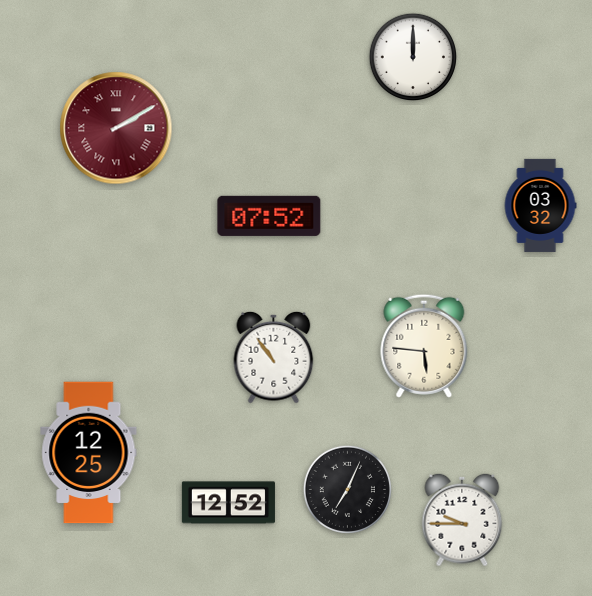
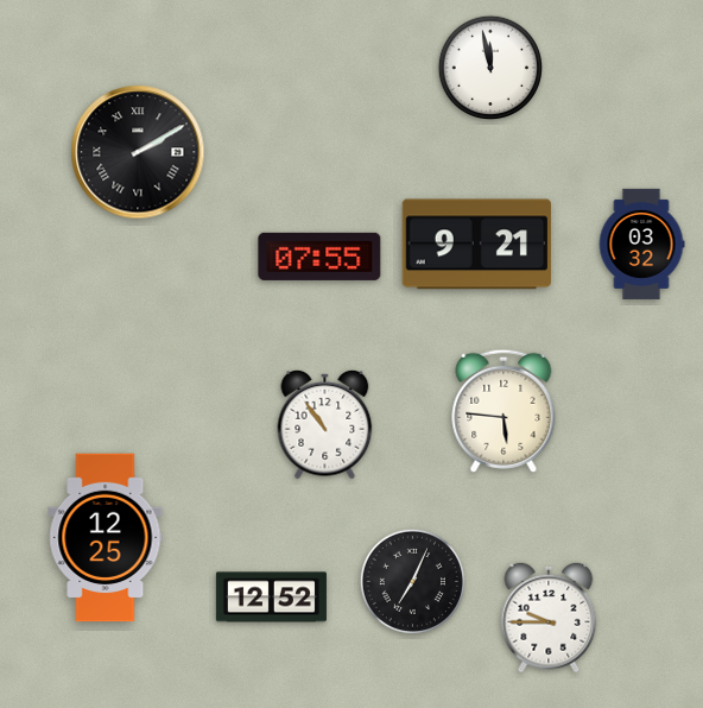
clock at (412, 56): 12:00 -> 11:58
clock at (116, 128) dial: burgundy -> black
clock at (476, 245): none -> 9:21
clock at (269, 216): 07:52 -> 07:55
